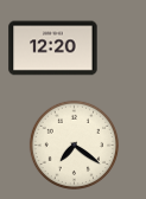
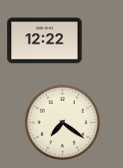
clock at (53, 49): 12:20 -> 12:22
